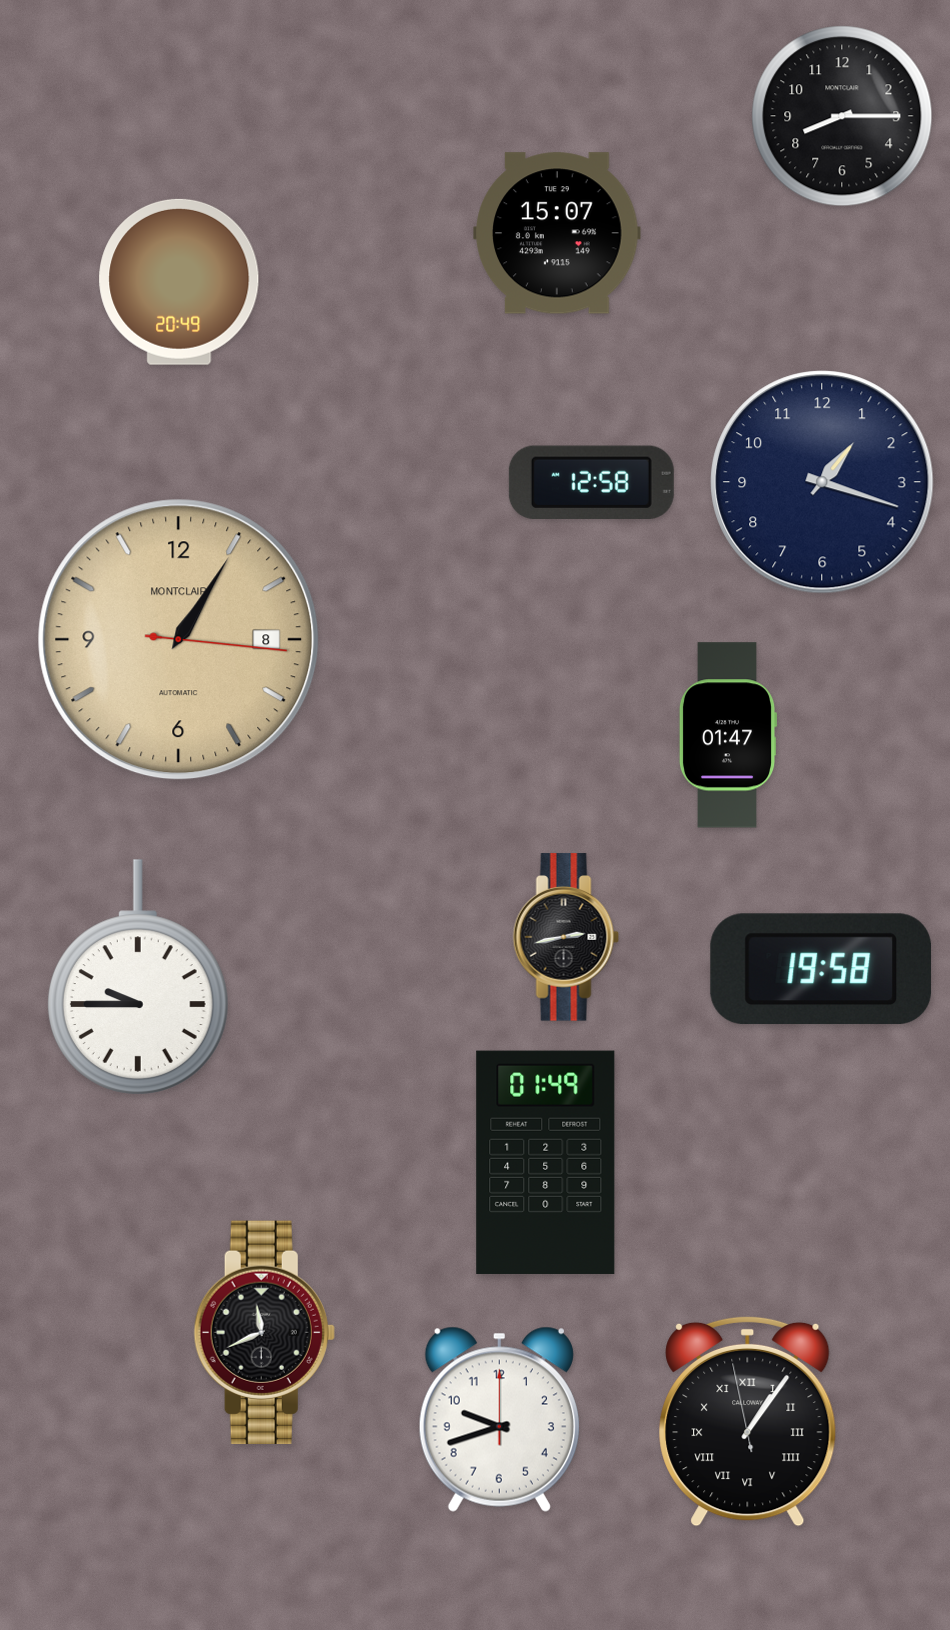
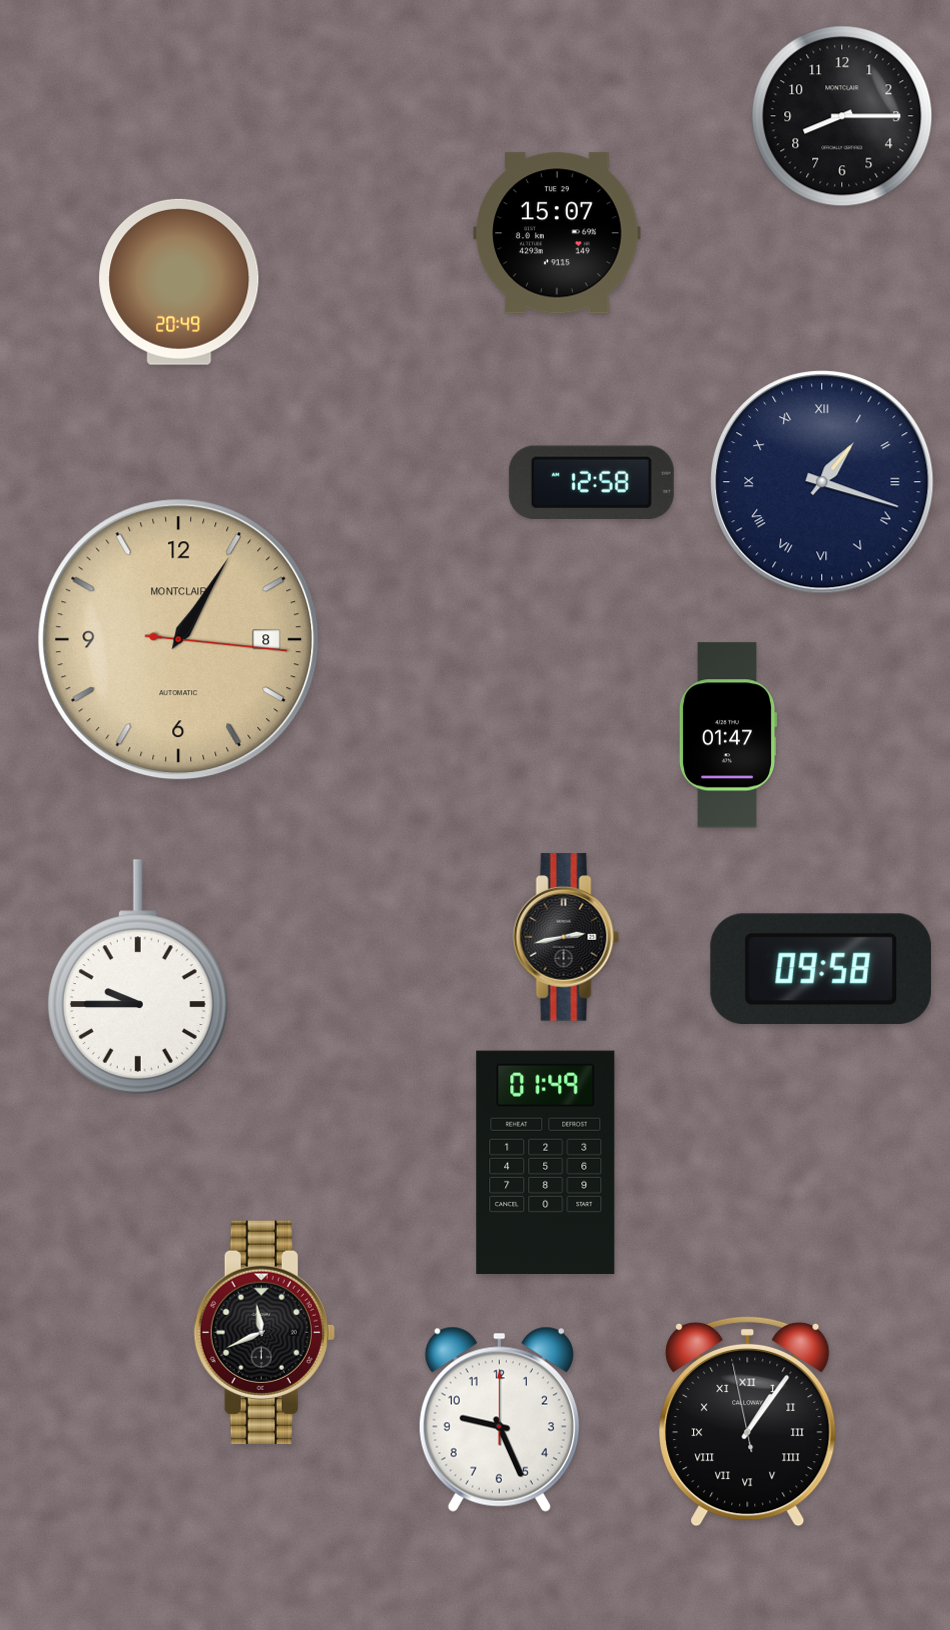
clock at (822, 482) numerals: Arabic -> Roman
clock at (821, 969): 19:58 -> 09:58
clock at (499, 1419): 9:42 -> 9:26
